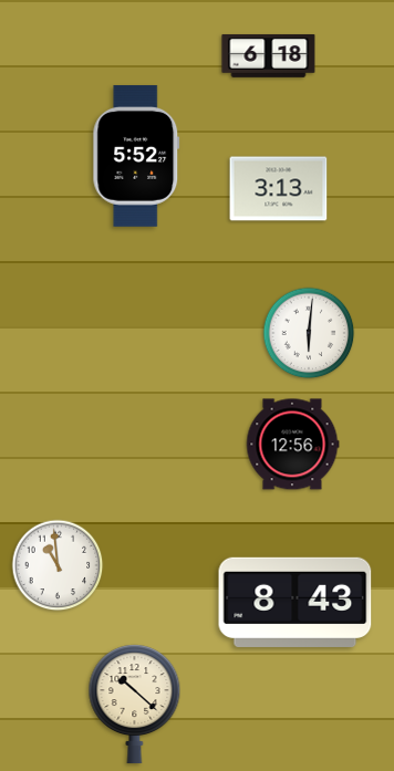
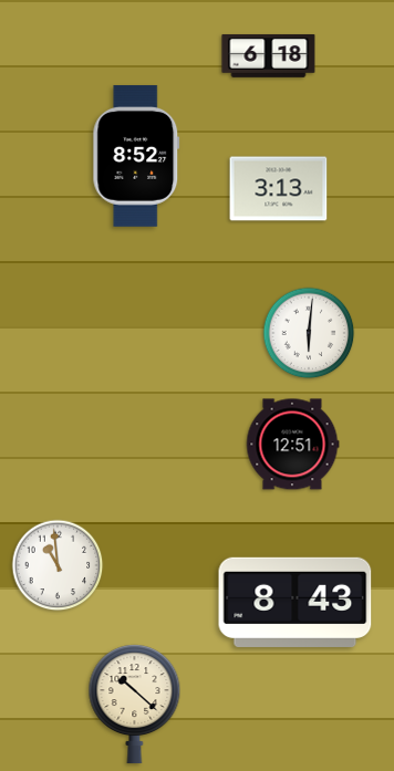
clock at (136, 156): 5:52 -> 8:52
clock at (292, 445): 12:56 -> 12:51
